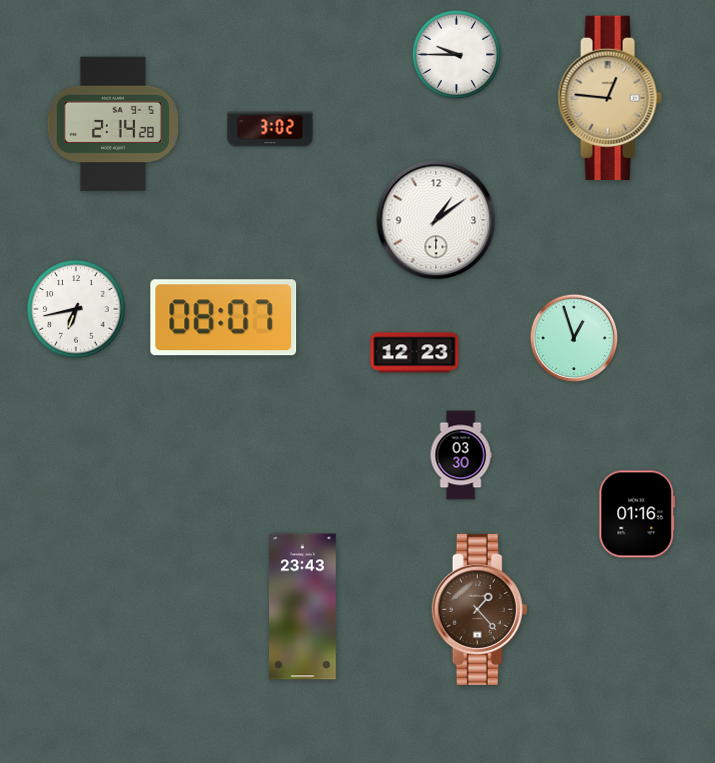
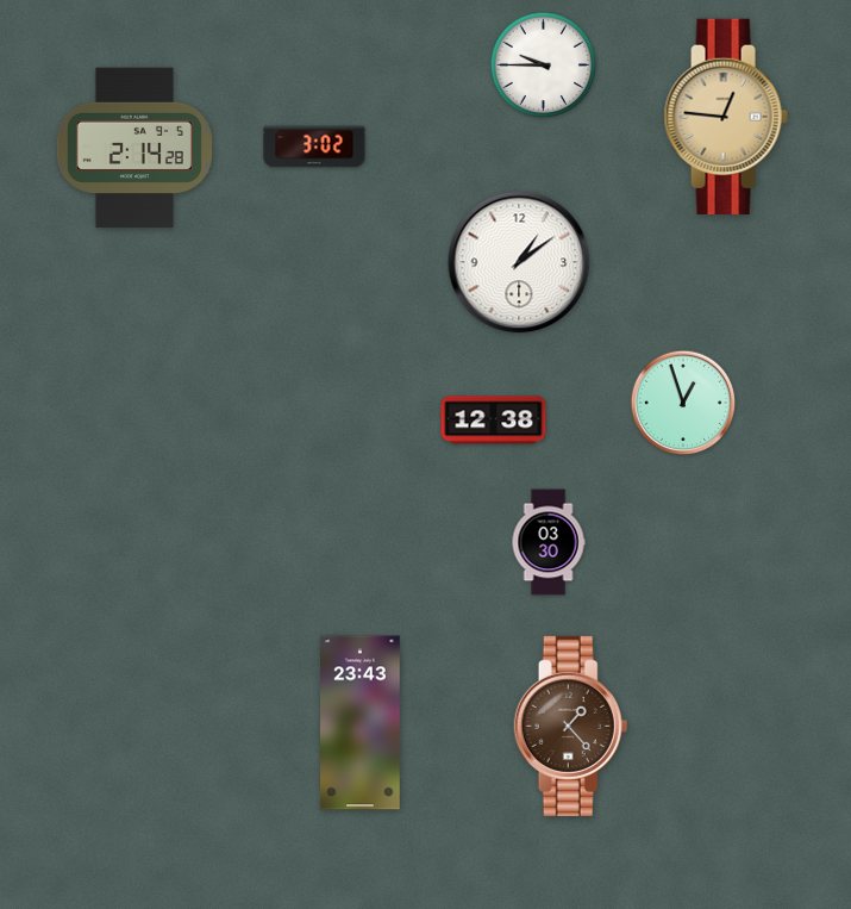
clock at (270, 129) position: (270, 129) -> (314, 147)
clock at (76, 309): 6:43 -> none
clock at (224, 318): 08:07 -> none
clock at (415, 353): 12:23 -> 12:38
clock at (637, 514): 01:16 -> none
